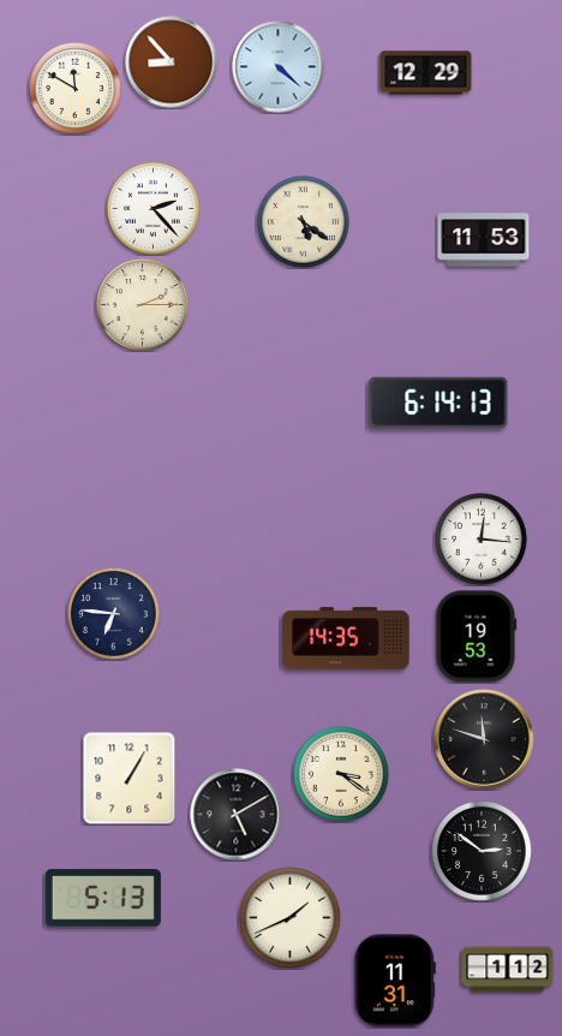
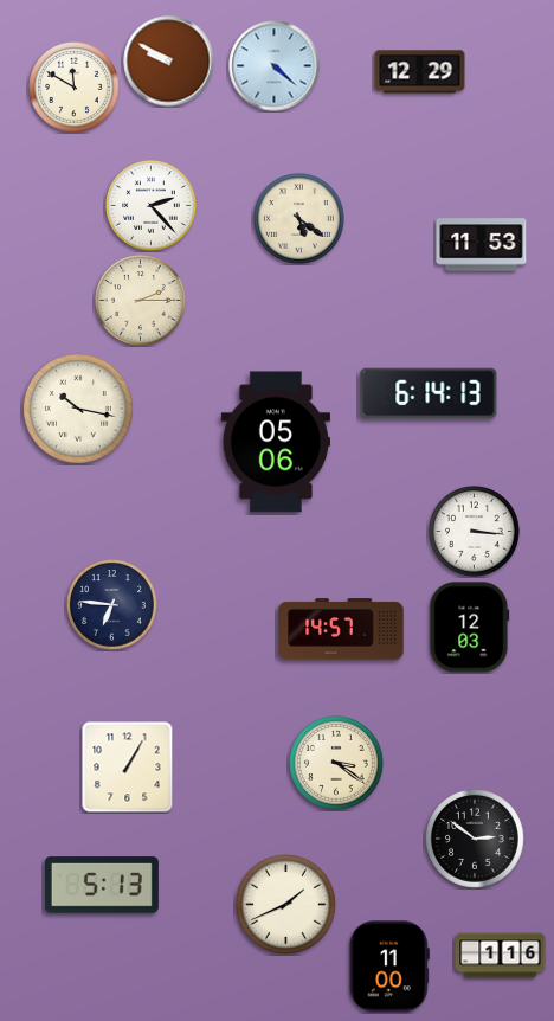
clock at (172, 62): 8:53 -> 9:50
clock at (484, 240) position: (484, 240) -> (482, 245)
clock at (438, 403) position: (438, 403) -> (429, 393)
clock at (78, 409): none -> 10:17
clock at (275, 442): none -> 05:06
clock at (482, 540): 12:16 -> 3:16
clock at (477, 637): 19:53 -> 12:03
clock at (346, 638): 14:35 -> 14:57
clock at (484, 739): 11:48 -> none
clock at (237, 815): 5:10 -> none
clock at (508, 970): 1:12 -> 1:16
clock at (395, 981): 11:31 -> 11:00
